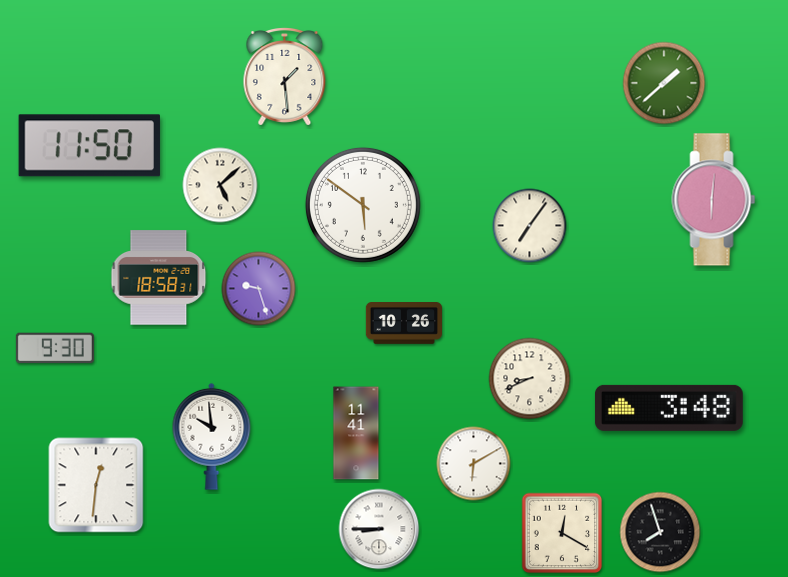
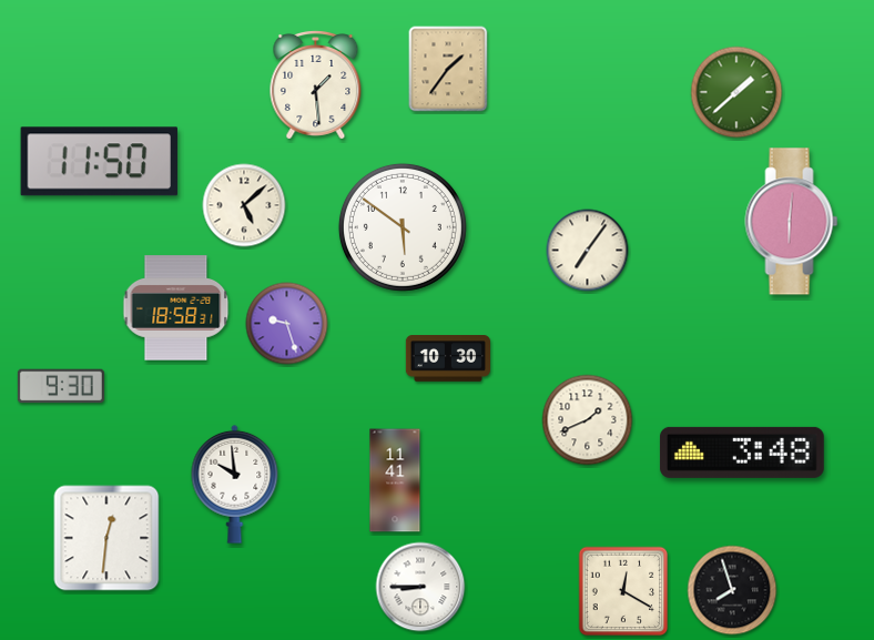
clock at (448, 69): none -> 1:36
clock at (259, 289) position: (259, 289) -> (287, 324)
clock at (404, 324): 10:26 -> 10:30
clock at (530, 379): 8:41 -> 1:41
clock at (474, 464): 6:10 -> none
